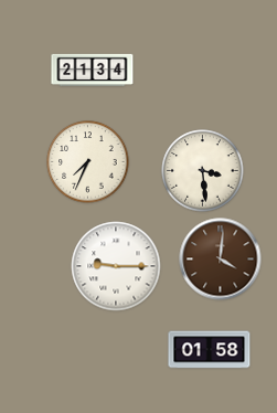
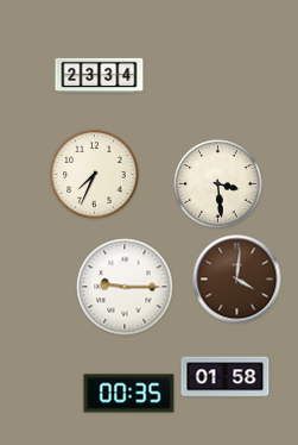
clock at (93, 70): 21:34 -> 23:34
clock at (129, 394): none -> 00:35
